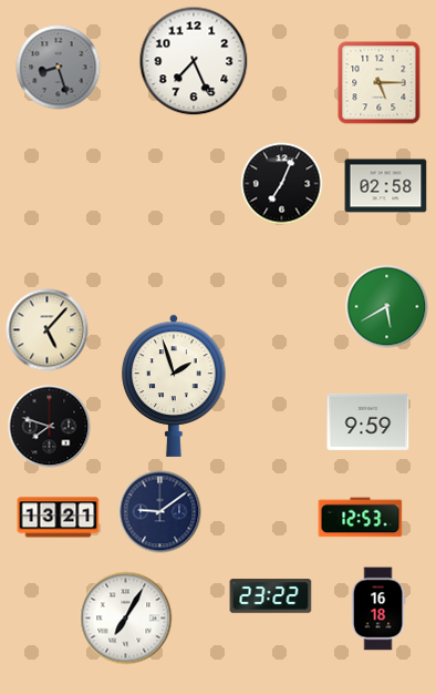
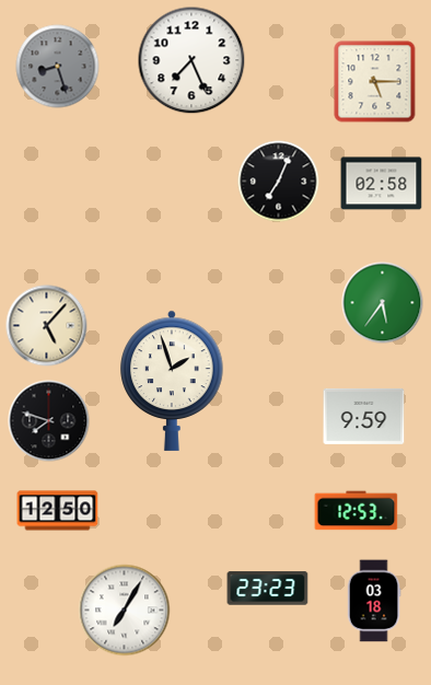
clock at (387, 307): 5:40 -> 5:36
clock at (160, 512): 9:09 -> none
clock at (59, 518): 13:21 -> 12:50
clock at (271, 596): 23:22 -> 23:23
clock at (378, 609): 16:18 -> 03:18
